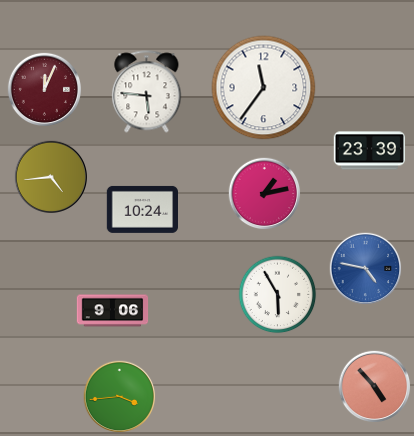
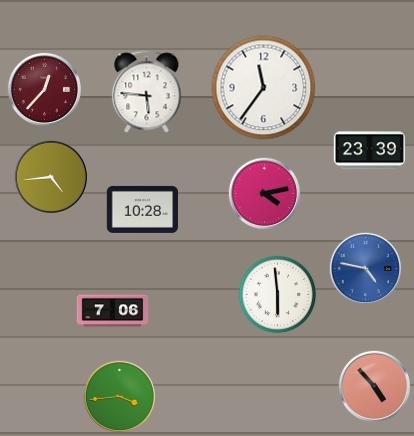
clock at (44, 89): 12:04 -> 12:37
clock at (265, 194): 1:13 -> 4:13
clock at (142, 209): 10:24 -> 10:28
clock at (278, 295): 5:55 -> 5:59
clock at (113, 311): 9:06 -> 7:06
